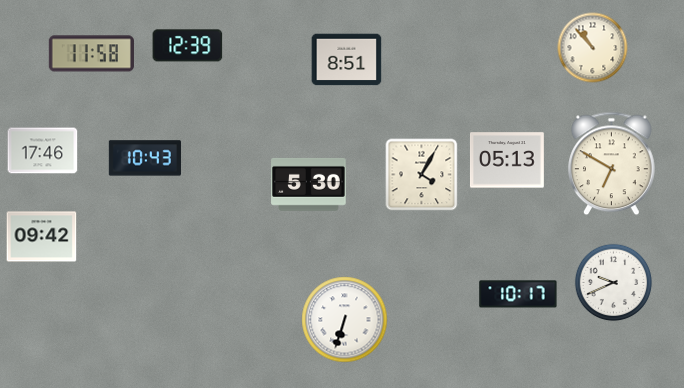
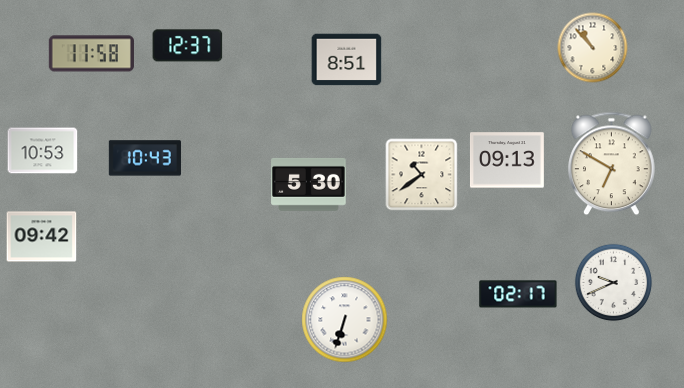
clock at (188, 46): 12:39 -> 12:37
clock at (43, 151): 17:46 -> 10:53
clock at (507, 160): 05:13 -> 09:13
clock at (422, 175): 4:05 -> 10:39
clock at (518, 294): 10:17 -> 02:17
